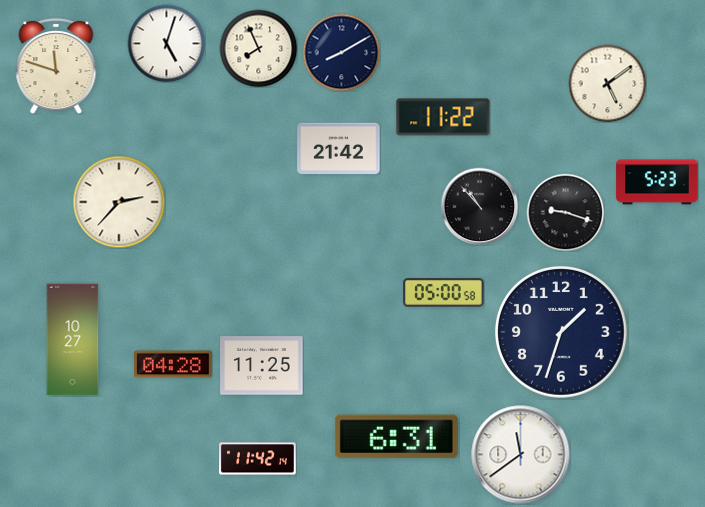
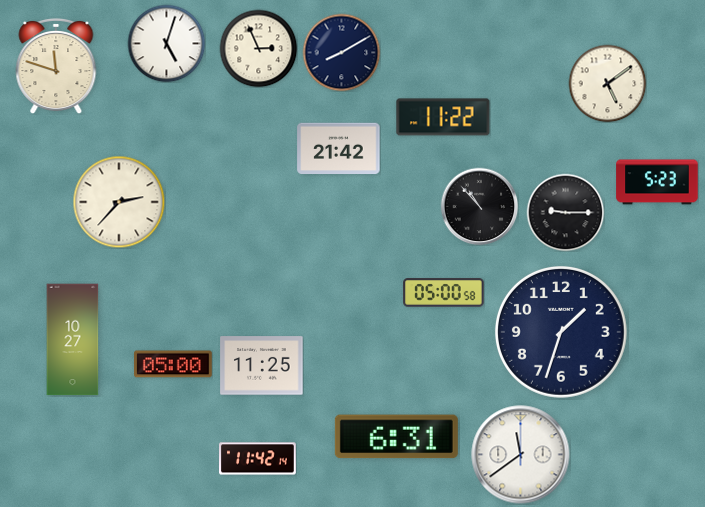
clock at (258, 48): 7:56 -> 2:56
clock at (565, 212): 9:18 -> 9:15
clock at (174, 364): 04:28 -> 05:00
